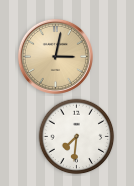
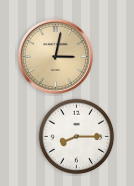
clock at (77, 137): 7:31 -> 8:15
